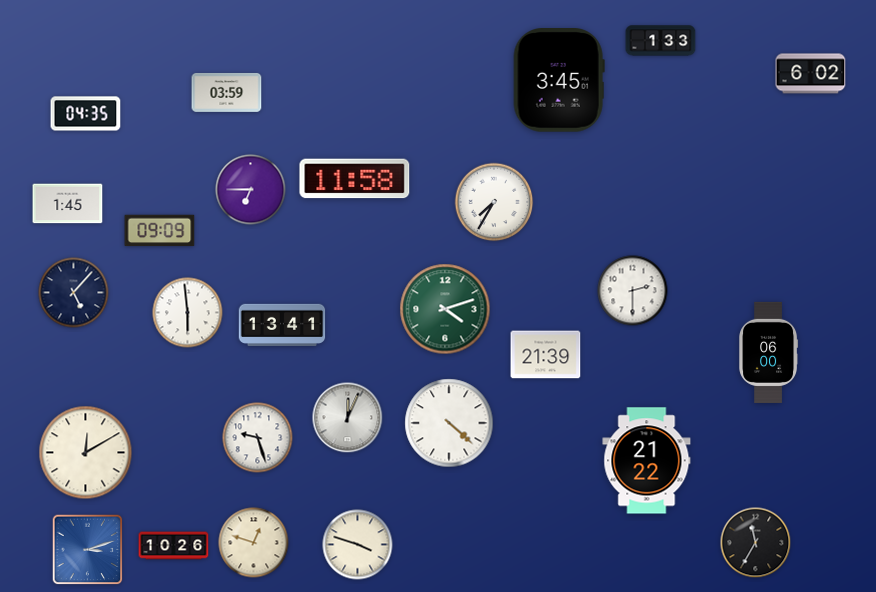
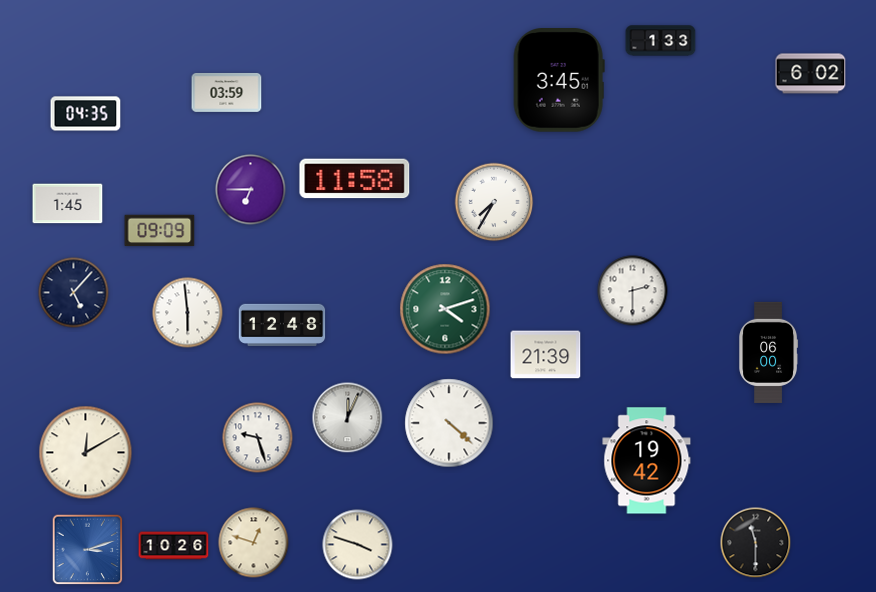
clock at (282, 324): 13:41 -> 12:48
clock at (647, 461): 21:22 -> 19:42
clock at (756, 543): 11:35 -> 11:30
